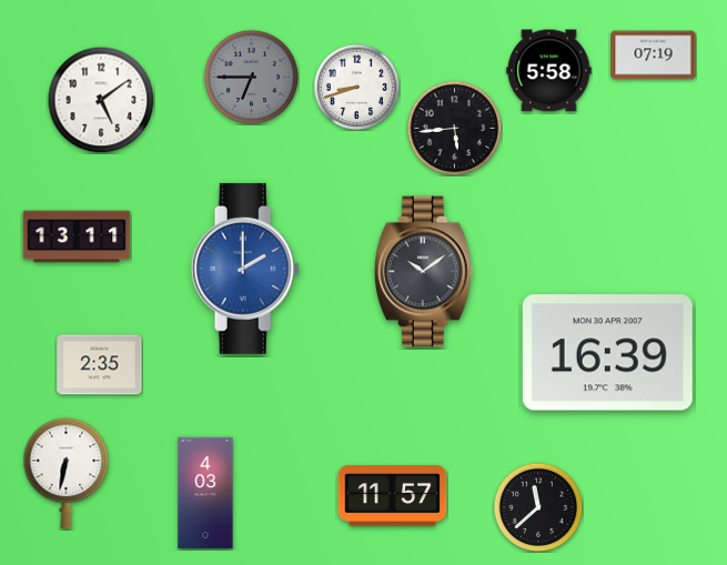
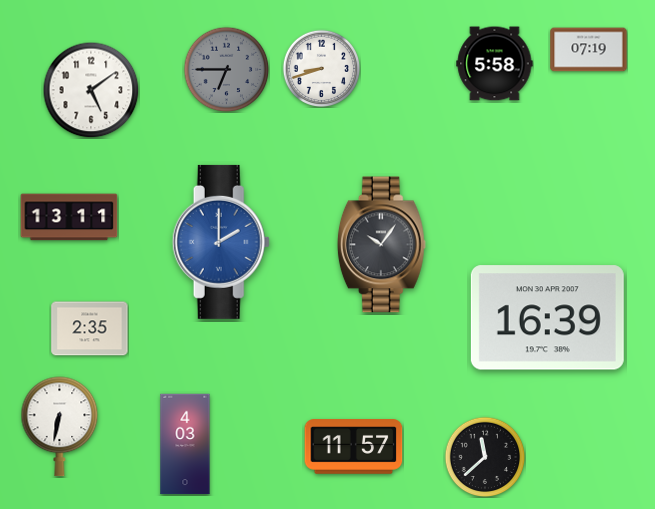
clock at (356, 87) position: (356, 87) -> (321, 68)
clock at (454, 128): 5:44 -> none
clock at (77, 236) position: (77, 236) -> (69, 217)
clock at (423, 272): 10:09 -> 10:06
